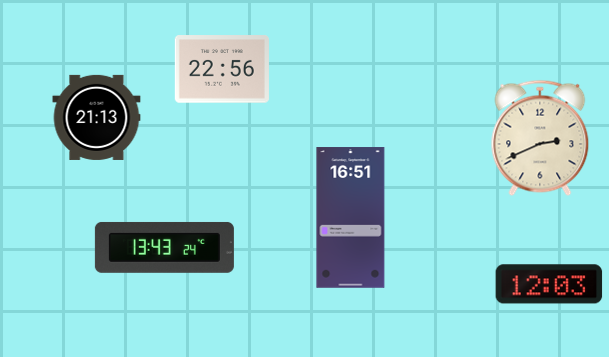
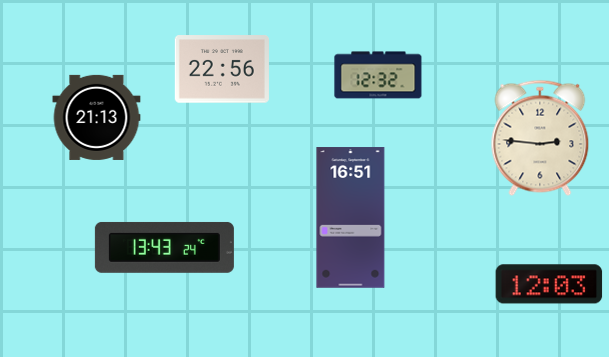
clock at (378, 75): none -> 12:32
clock at (540, 138): 2:41 -> 2:46
